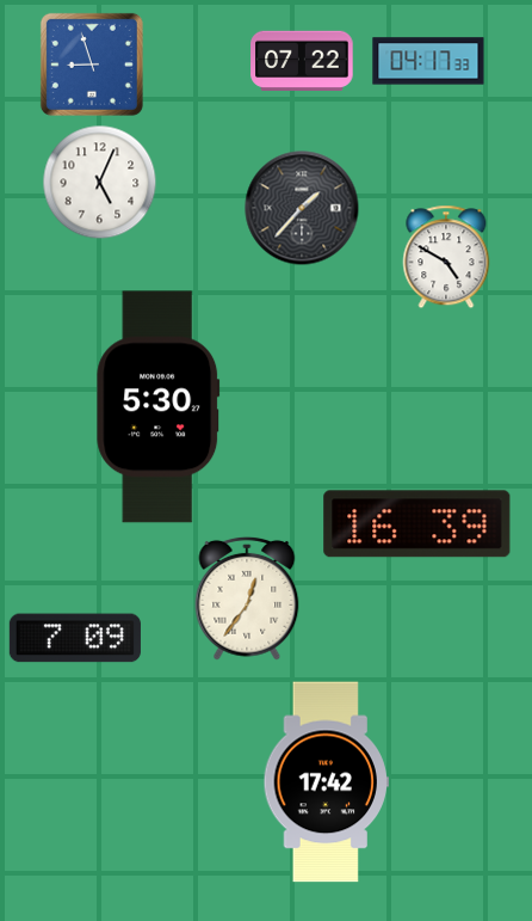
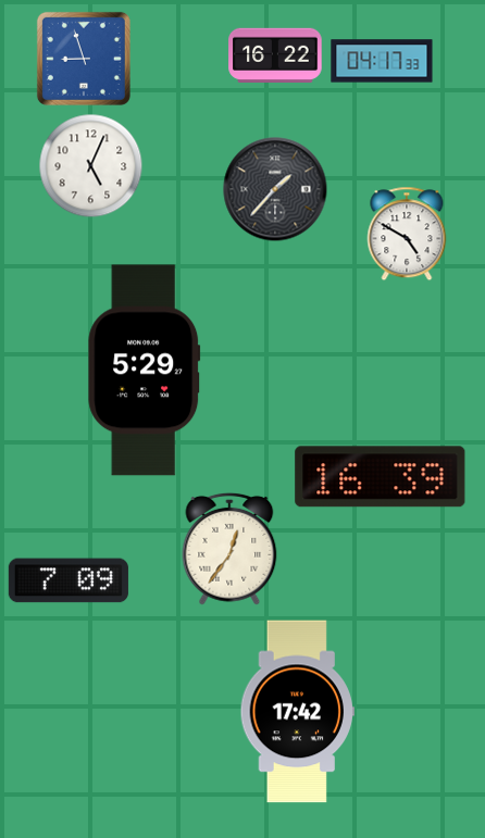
clock at (302, 60): 07:22 -> 16:22
clock at (428, 61) position: (428, 61) -> (382, 61)
clock at (159, 407): 5:30 -> 5:29
clock at (247, 598) position: (247, 598) -> (229, 549)
